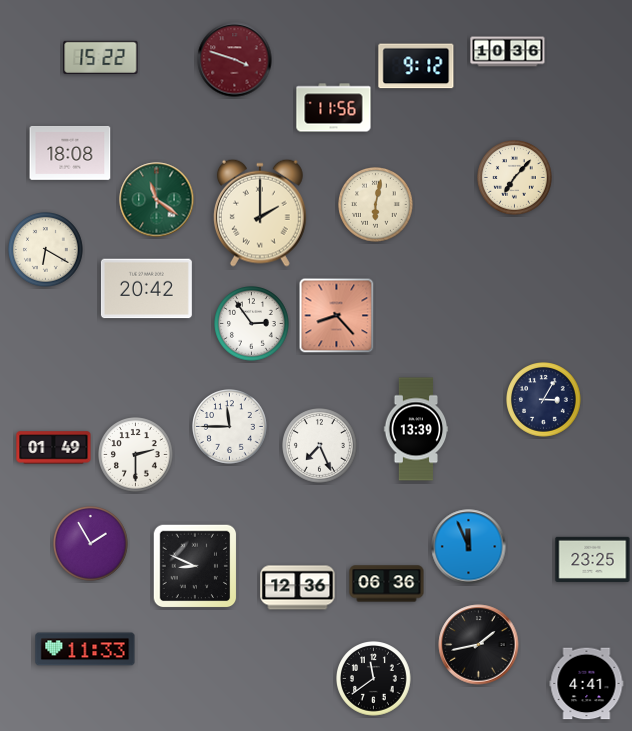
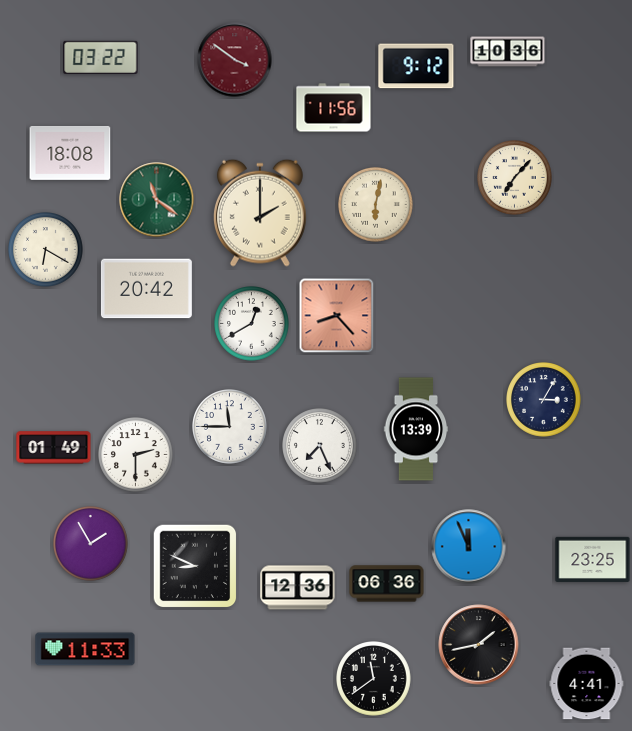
clock at (101, 57): 15:22 -> 03:22
clock at (235, 60): 3:48 -> 3:51
clock at (252, 324): 2:54 -> 12:40
